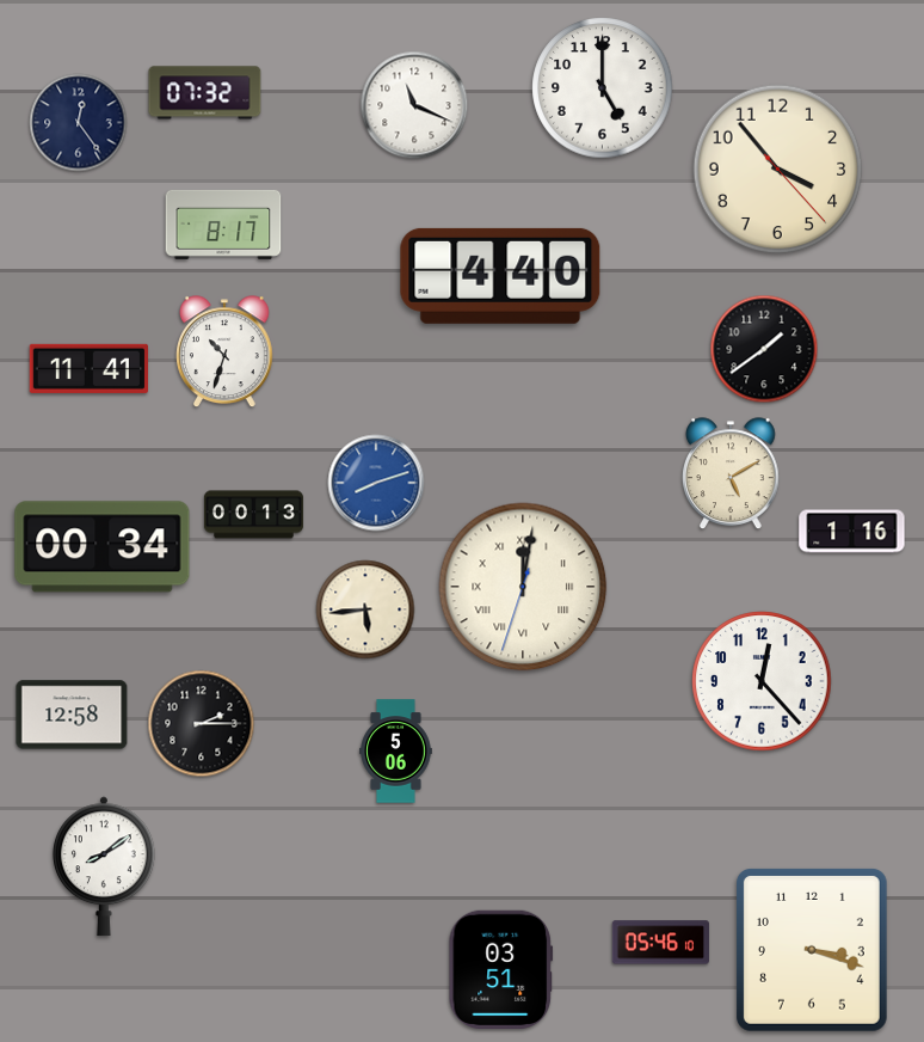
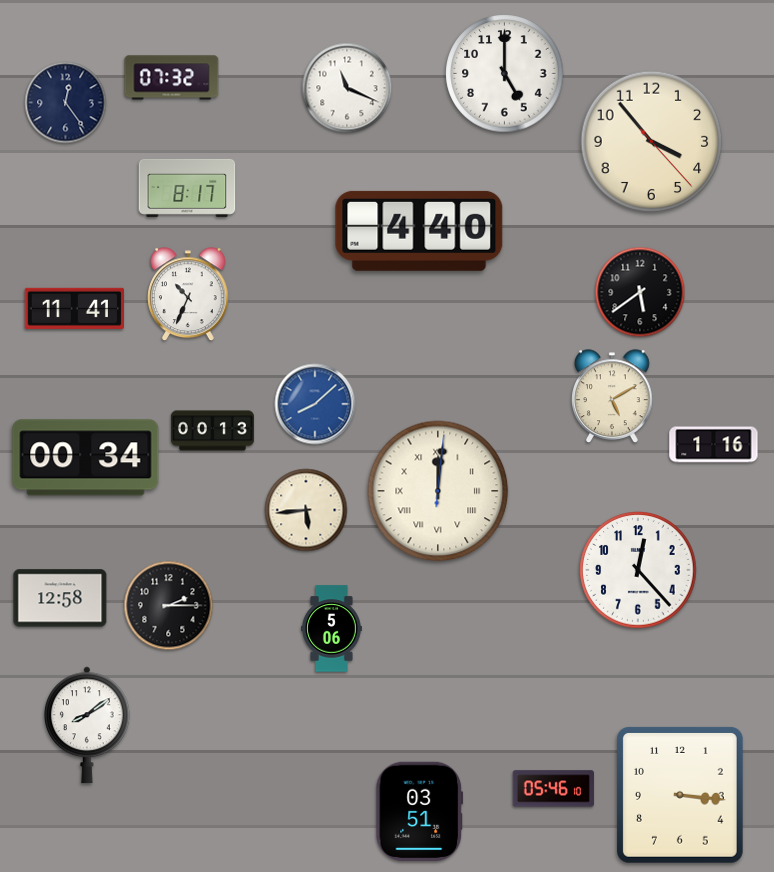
clock at (764, 349): 1:39 -> 5:39
clock at (226, 353): 10:33 -> 10:34
clock at (376, 483): 8:12 -> 8:08
clock at (523, 587): 12:01:33 -> 12:01:01
clock at (812, 950): 3:18 -> 3:16
